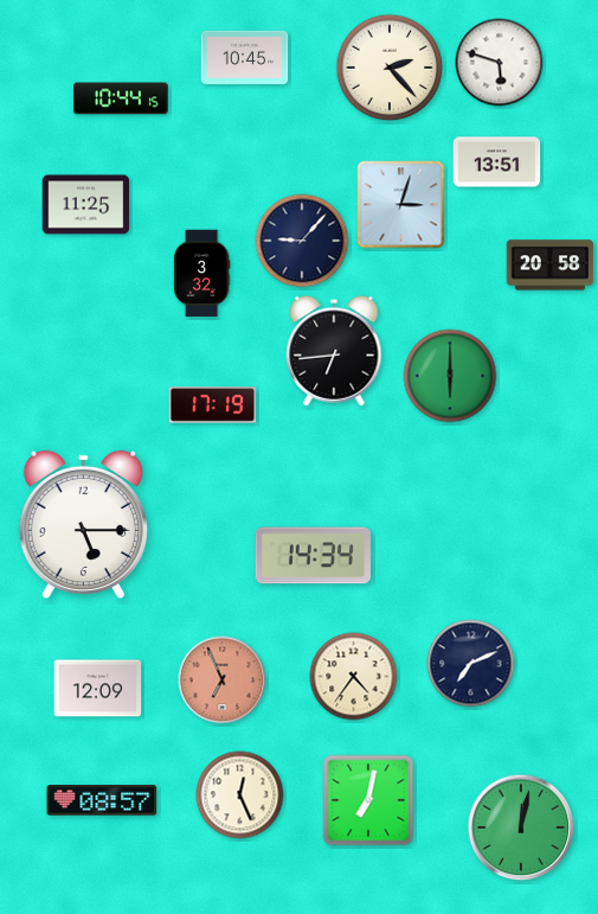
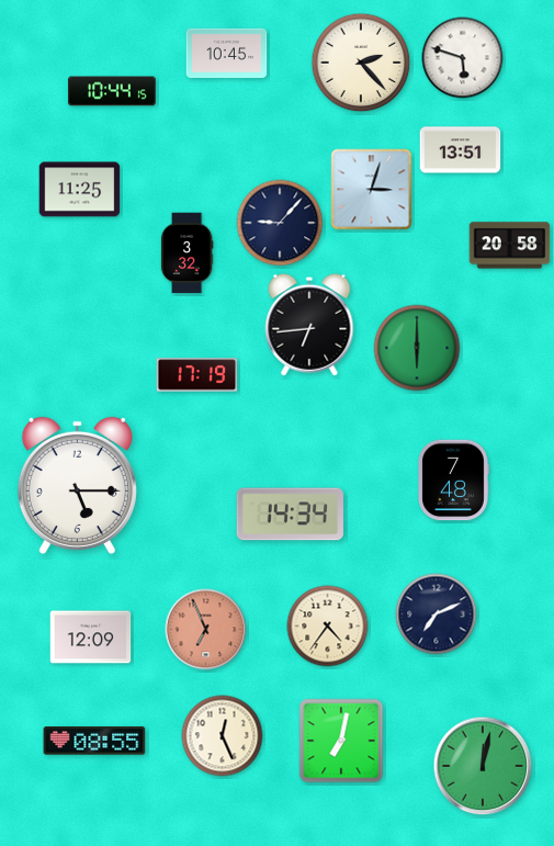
clock at (453, 481): none -> 7:48
clock at (102, 800): 08:57 -> 08:55
